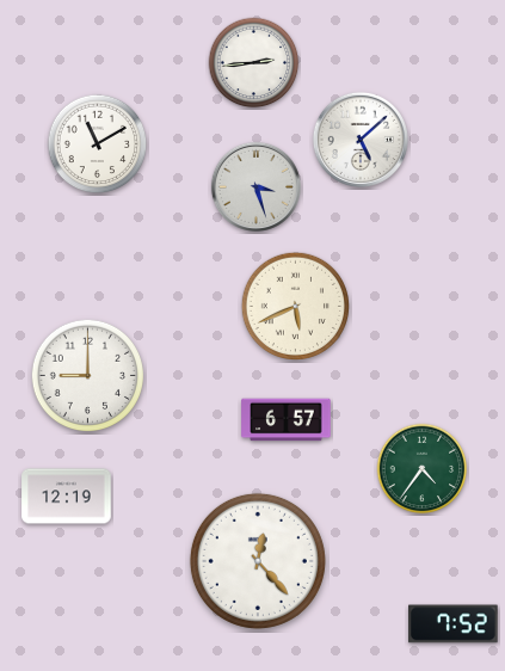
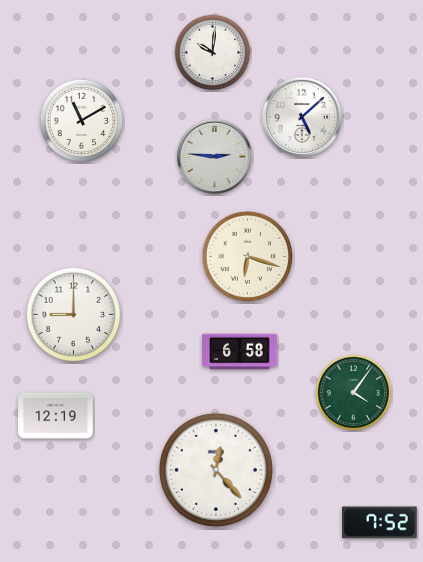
clock at (254, 63): 2:44 -> 10:01
clock at (255, 186): 3:27 -> 2:46
clock at (296, 307): 5:41 -> 6:18
clock at (287, 420): 6:57 -> 6:58
clock at (423, 469): 4:36 -> 4:06
